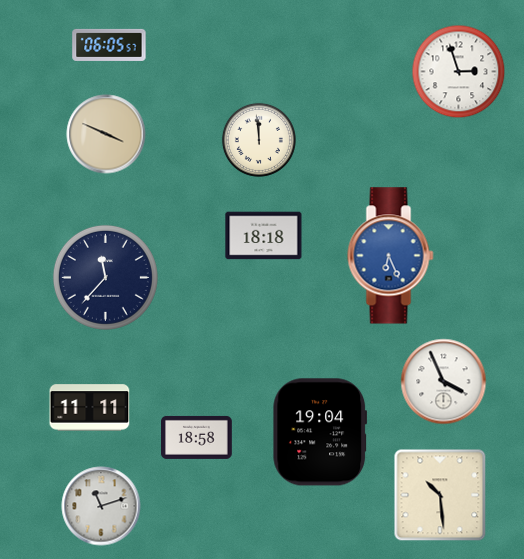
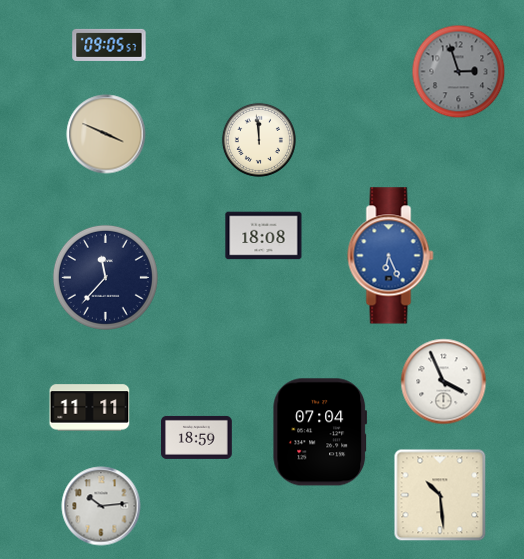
clock at (109, 45): 06:05 -> 09:05
clock at (459, 72) dial: white -> grey
clock at (264, 236): 18:18 -> 18:08
clock at (320, 432): 19:04 -> 07:04
clock at (197, 437): 18:58 -> 18:59
clock at (101, 506): 11:12 -> 10:14
